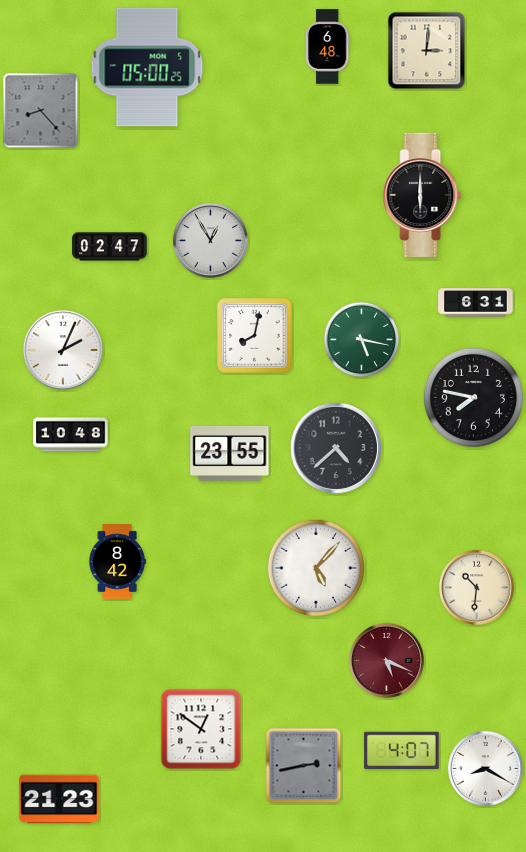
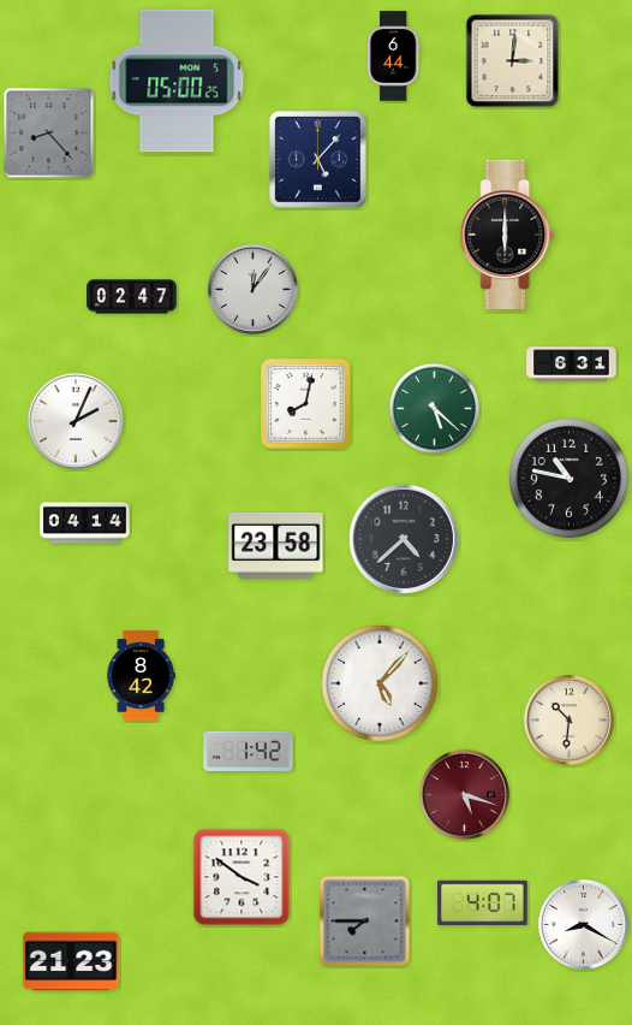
clock at (327, 47): 6:48 -> 6:44
clock at (318, 160): none -> 5:07
clock at (210, 240): 12:55 -> 12:06
clock at (362, 340): 5:17 -> 5:22
clock at (473, 397): 7:47 -> 10:47
clock at (71, 435): 10:48 -> 04:14
clock at (230, 453): 23:55 -> 23:58
clock at (476, 587) position: (476, 587) -> (568, 719)
clock at (249, 751): none -> 1:42
clock at (386, 660): 5:19 -> 5:18
clock at (201, 729): 12:51 -> 3:51
clock at (304, 766): 2:43 -> 7:45
